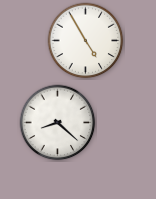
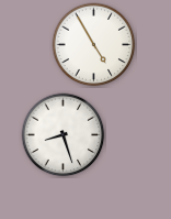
clock at (58, 123): 8:22 -> 8:27
